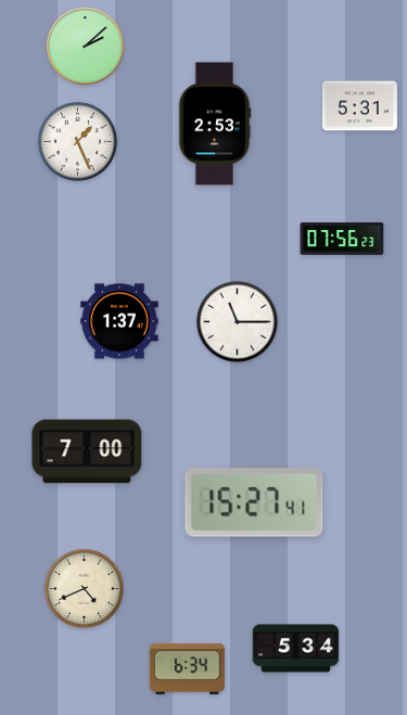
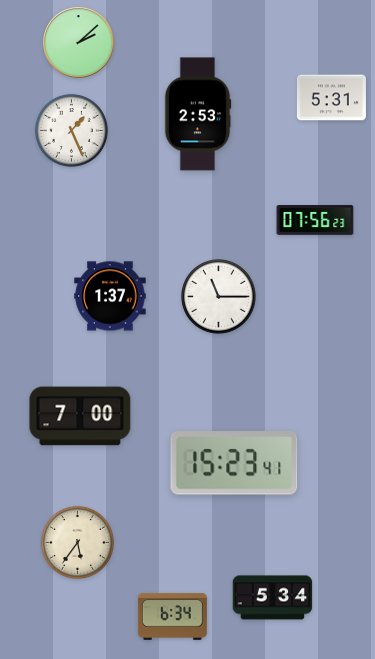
clock at (254, 502): 15:27 -> 15:23
clock at (84, 588): 4:41 -> 5:36
